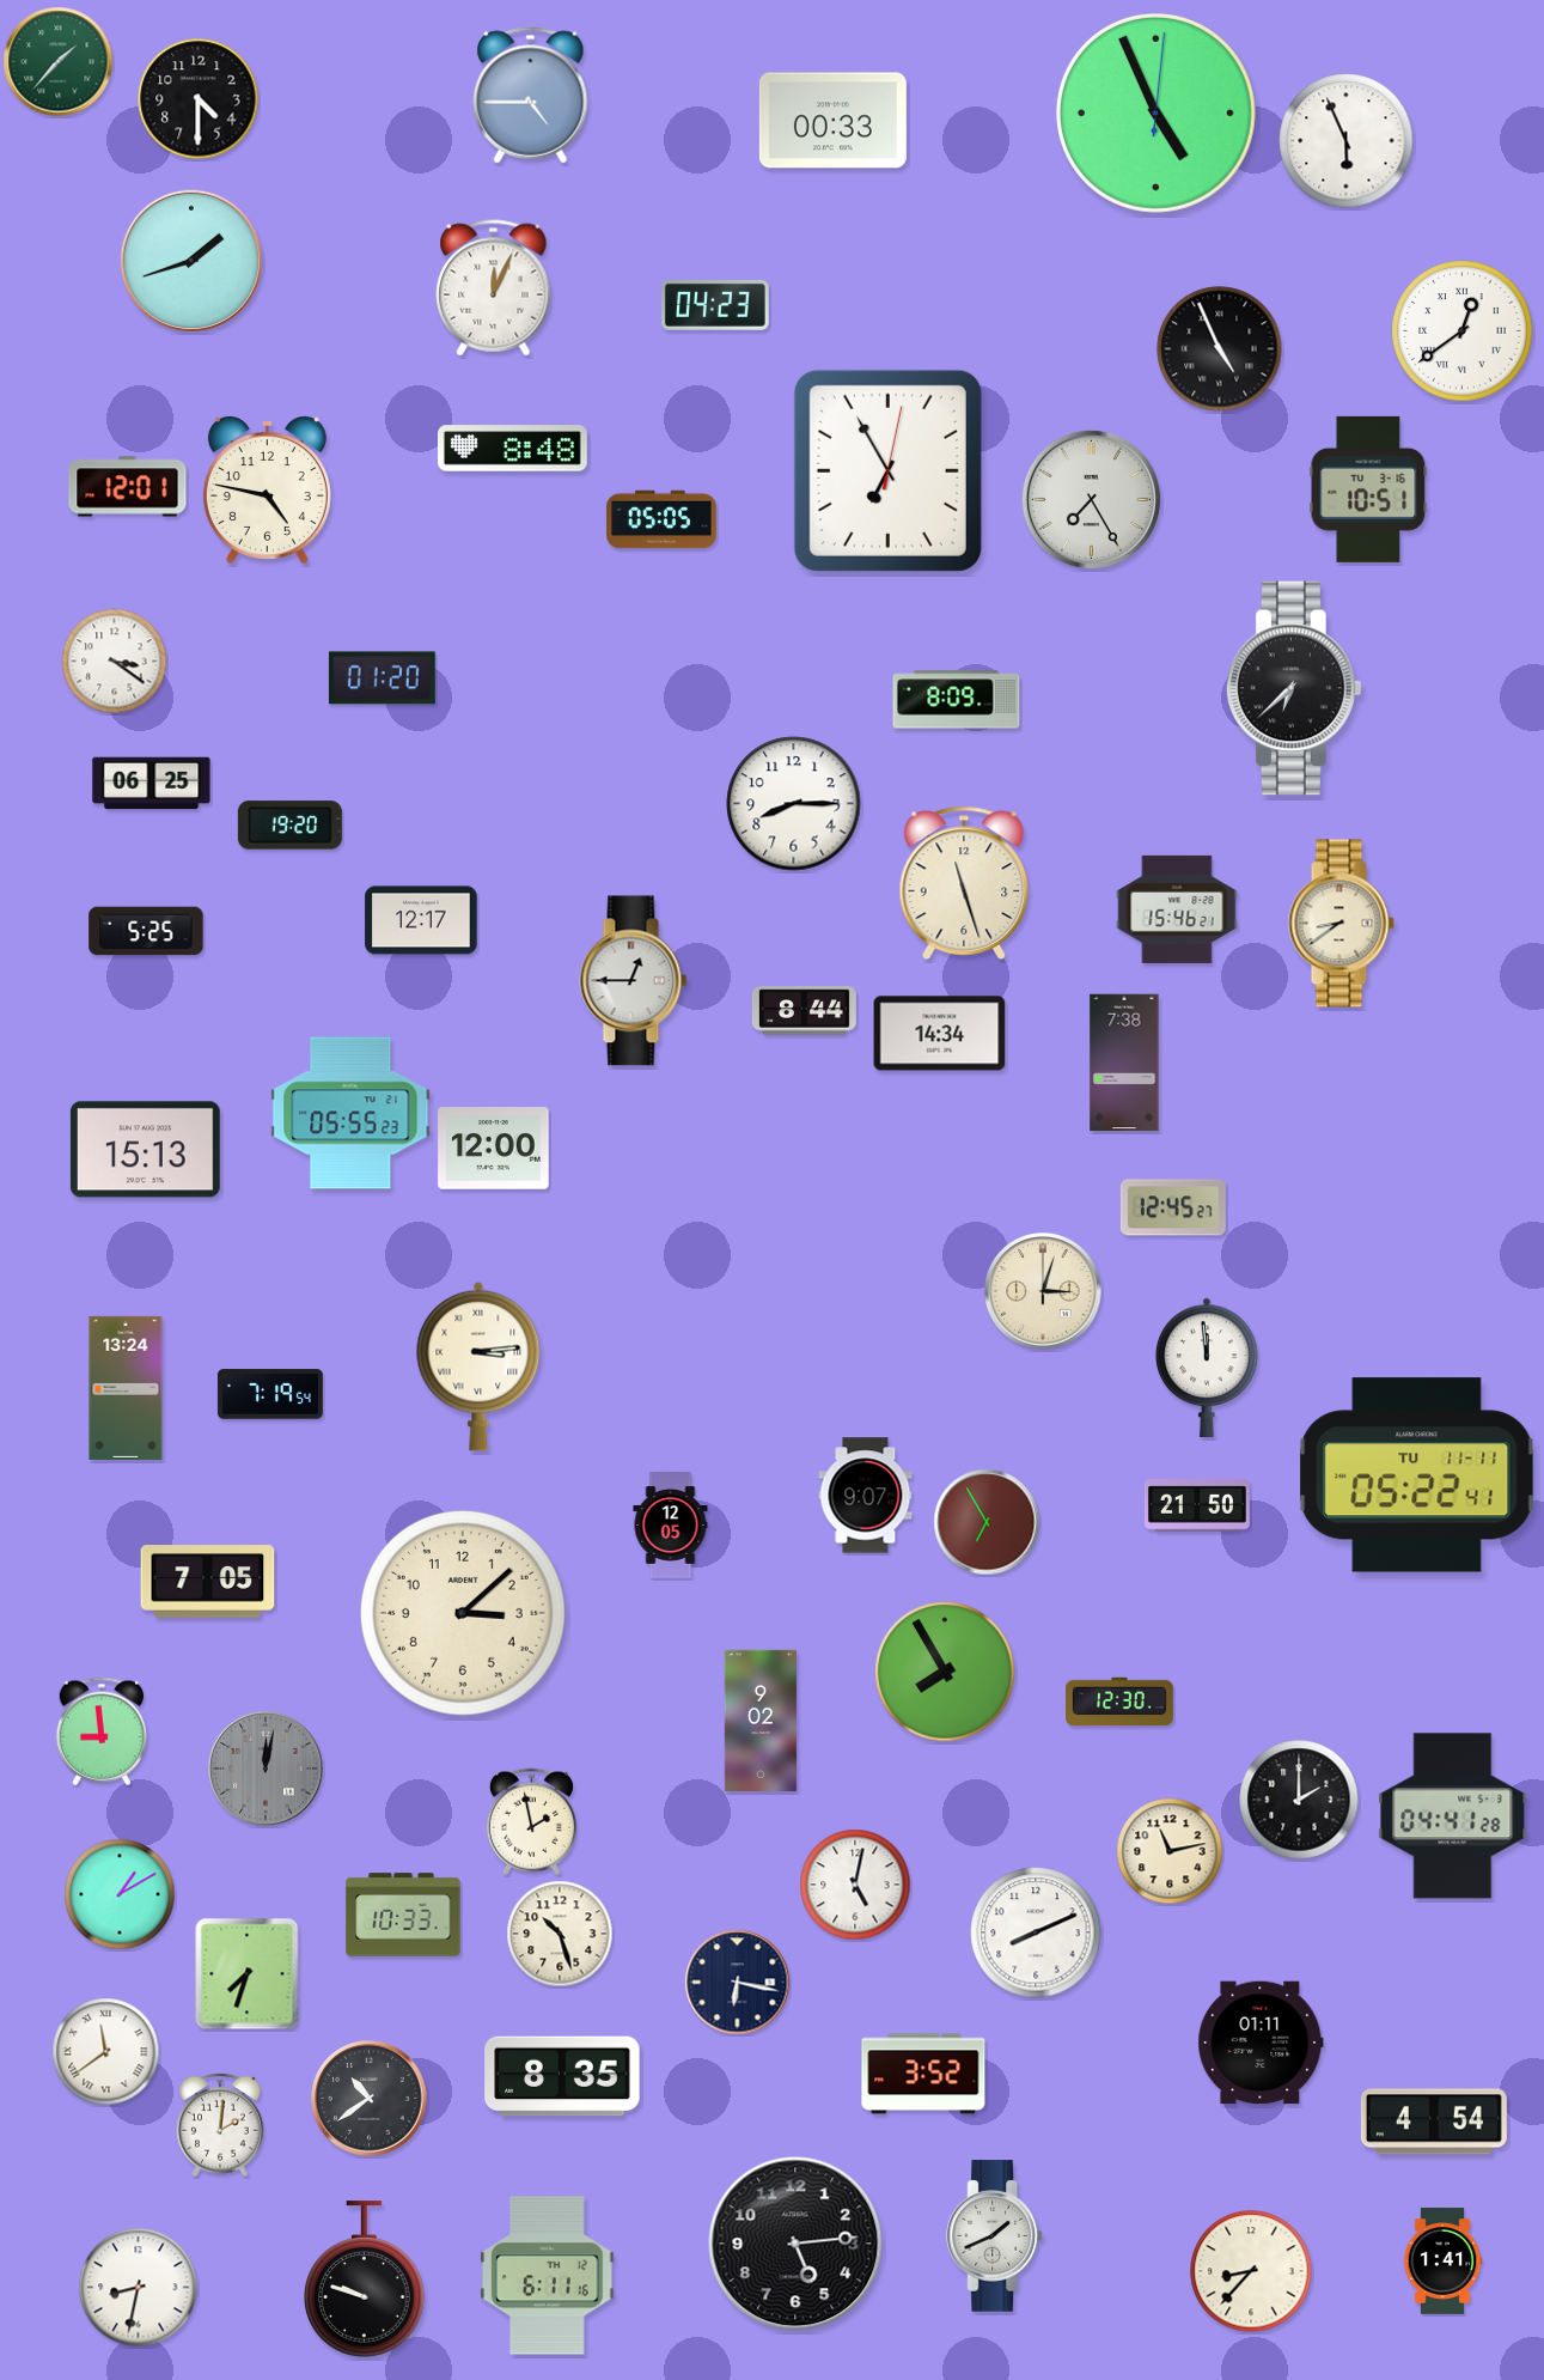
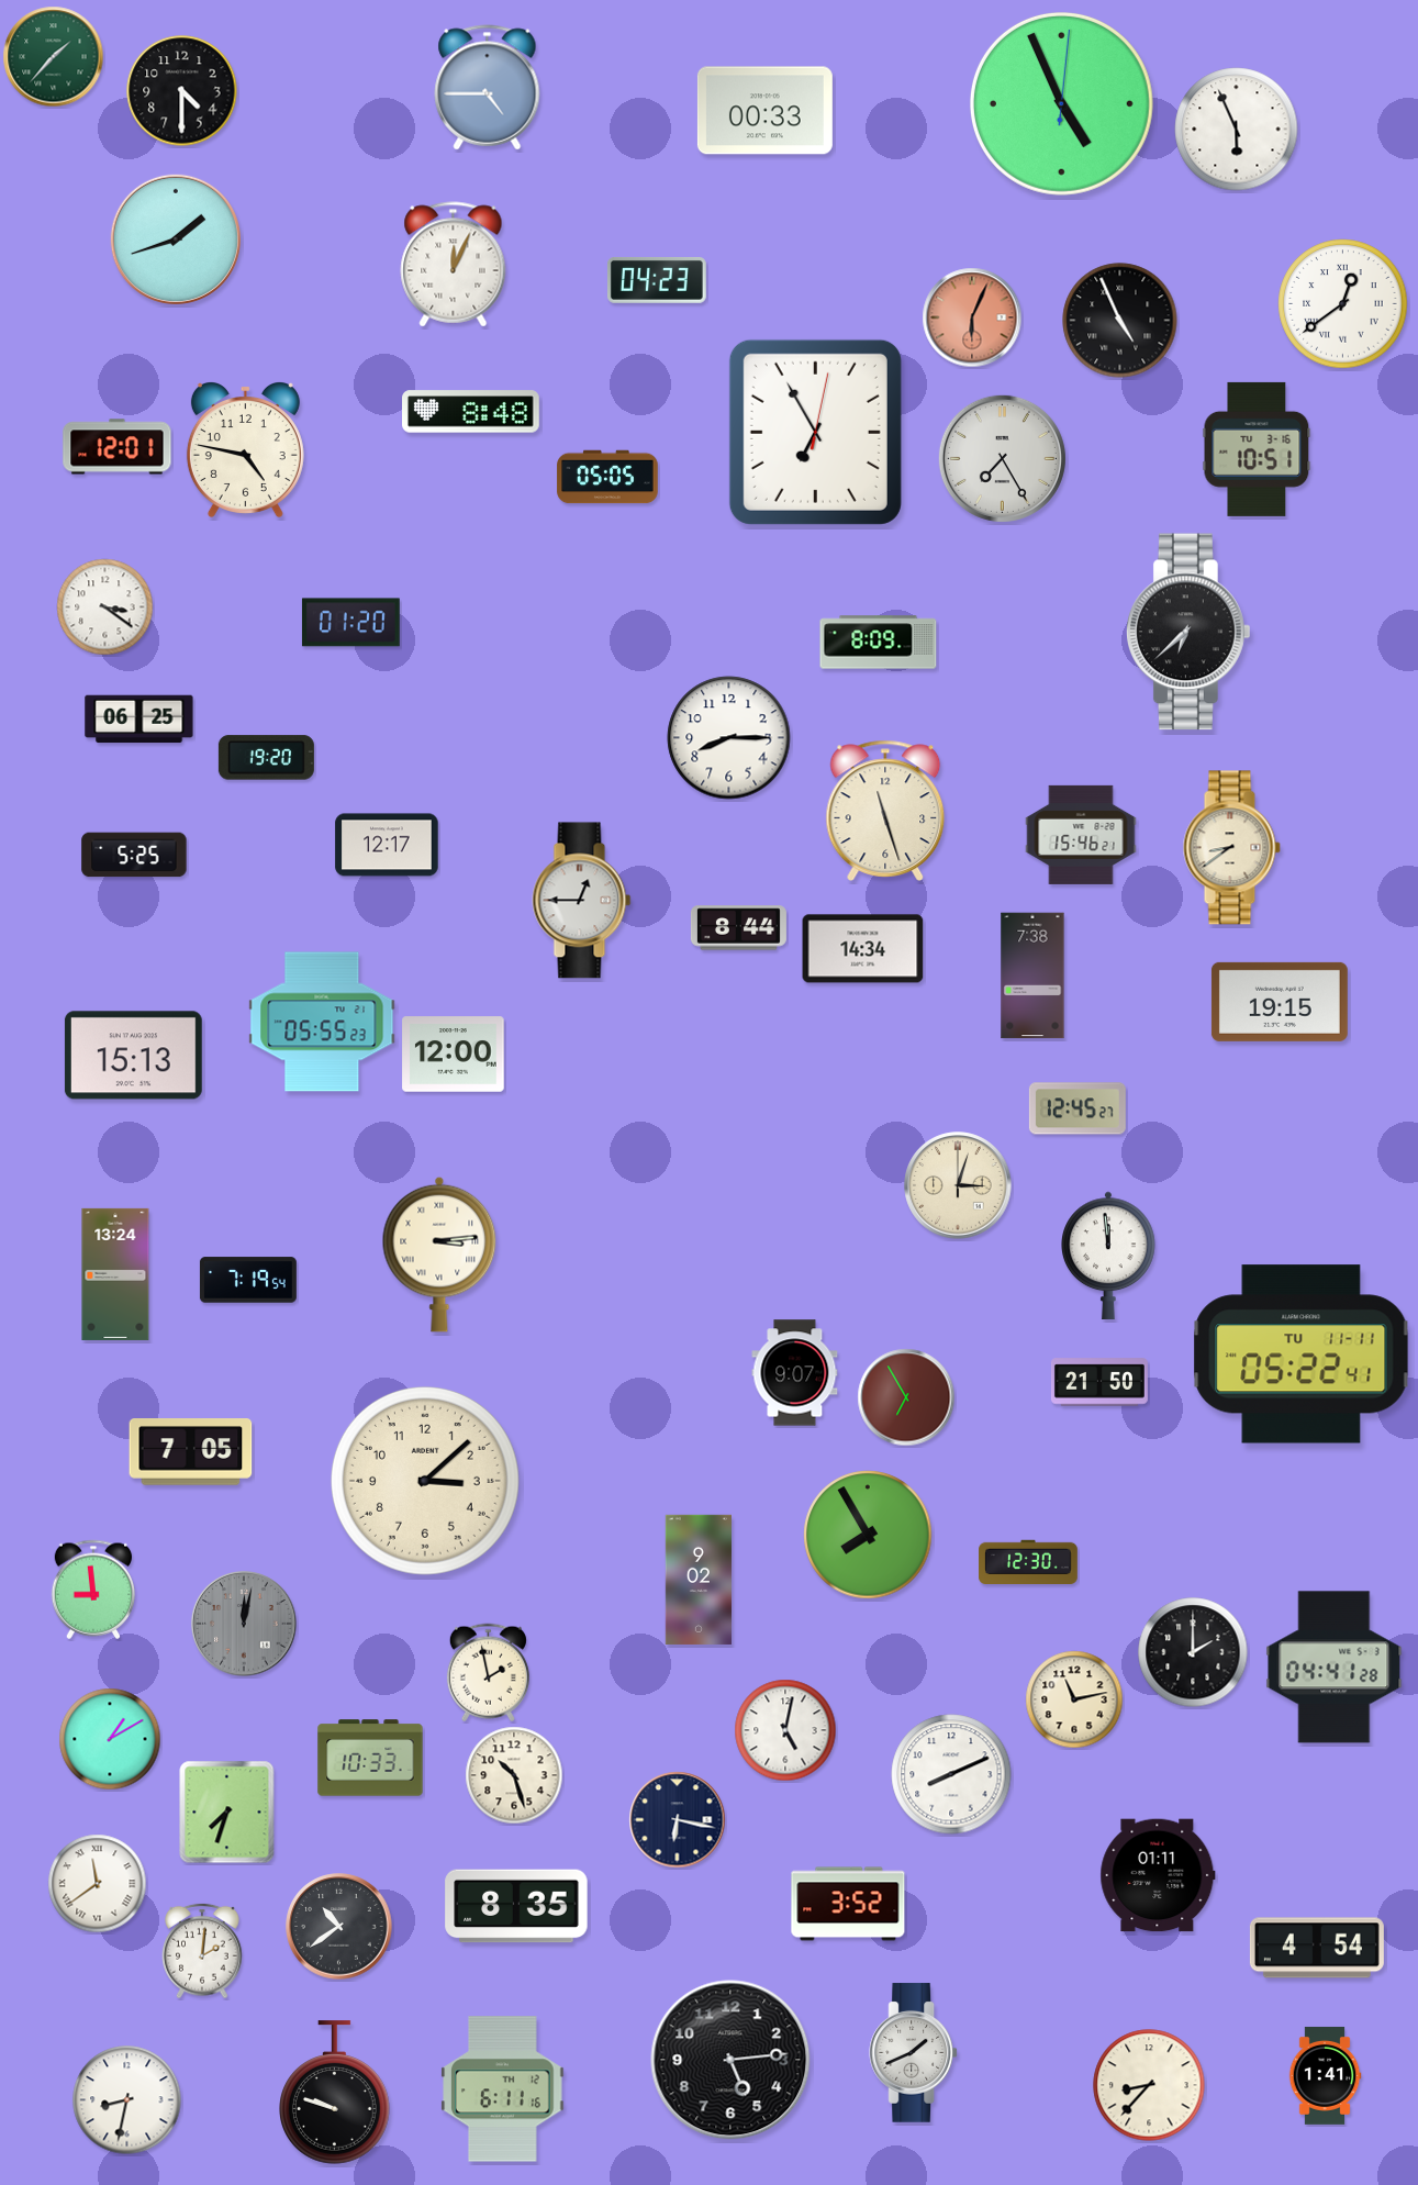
clock at (972, 317): none -> 6:04
clock at (1280, 1002): none -> 19:15
clock at (671, 1526): 12:05 -> none
